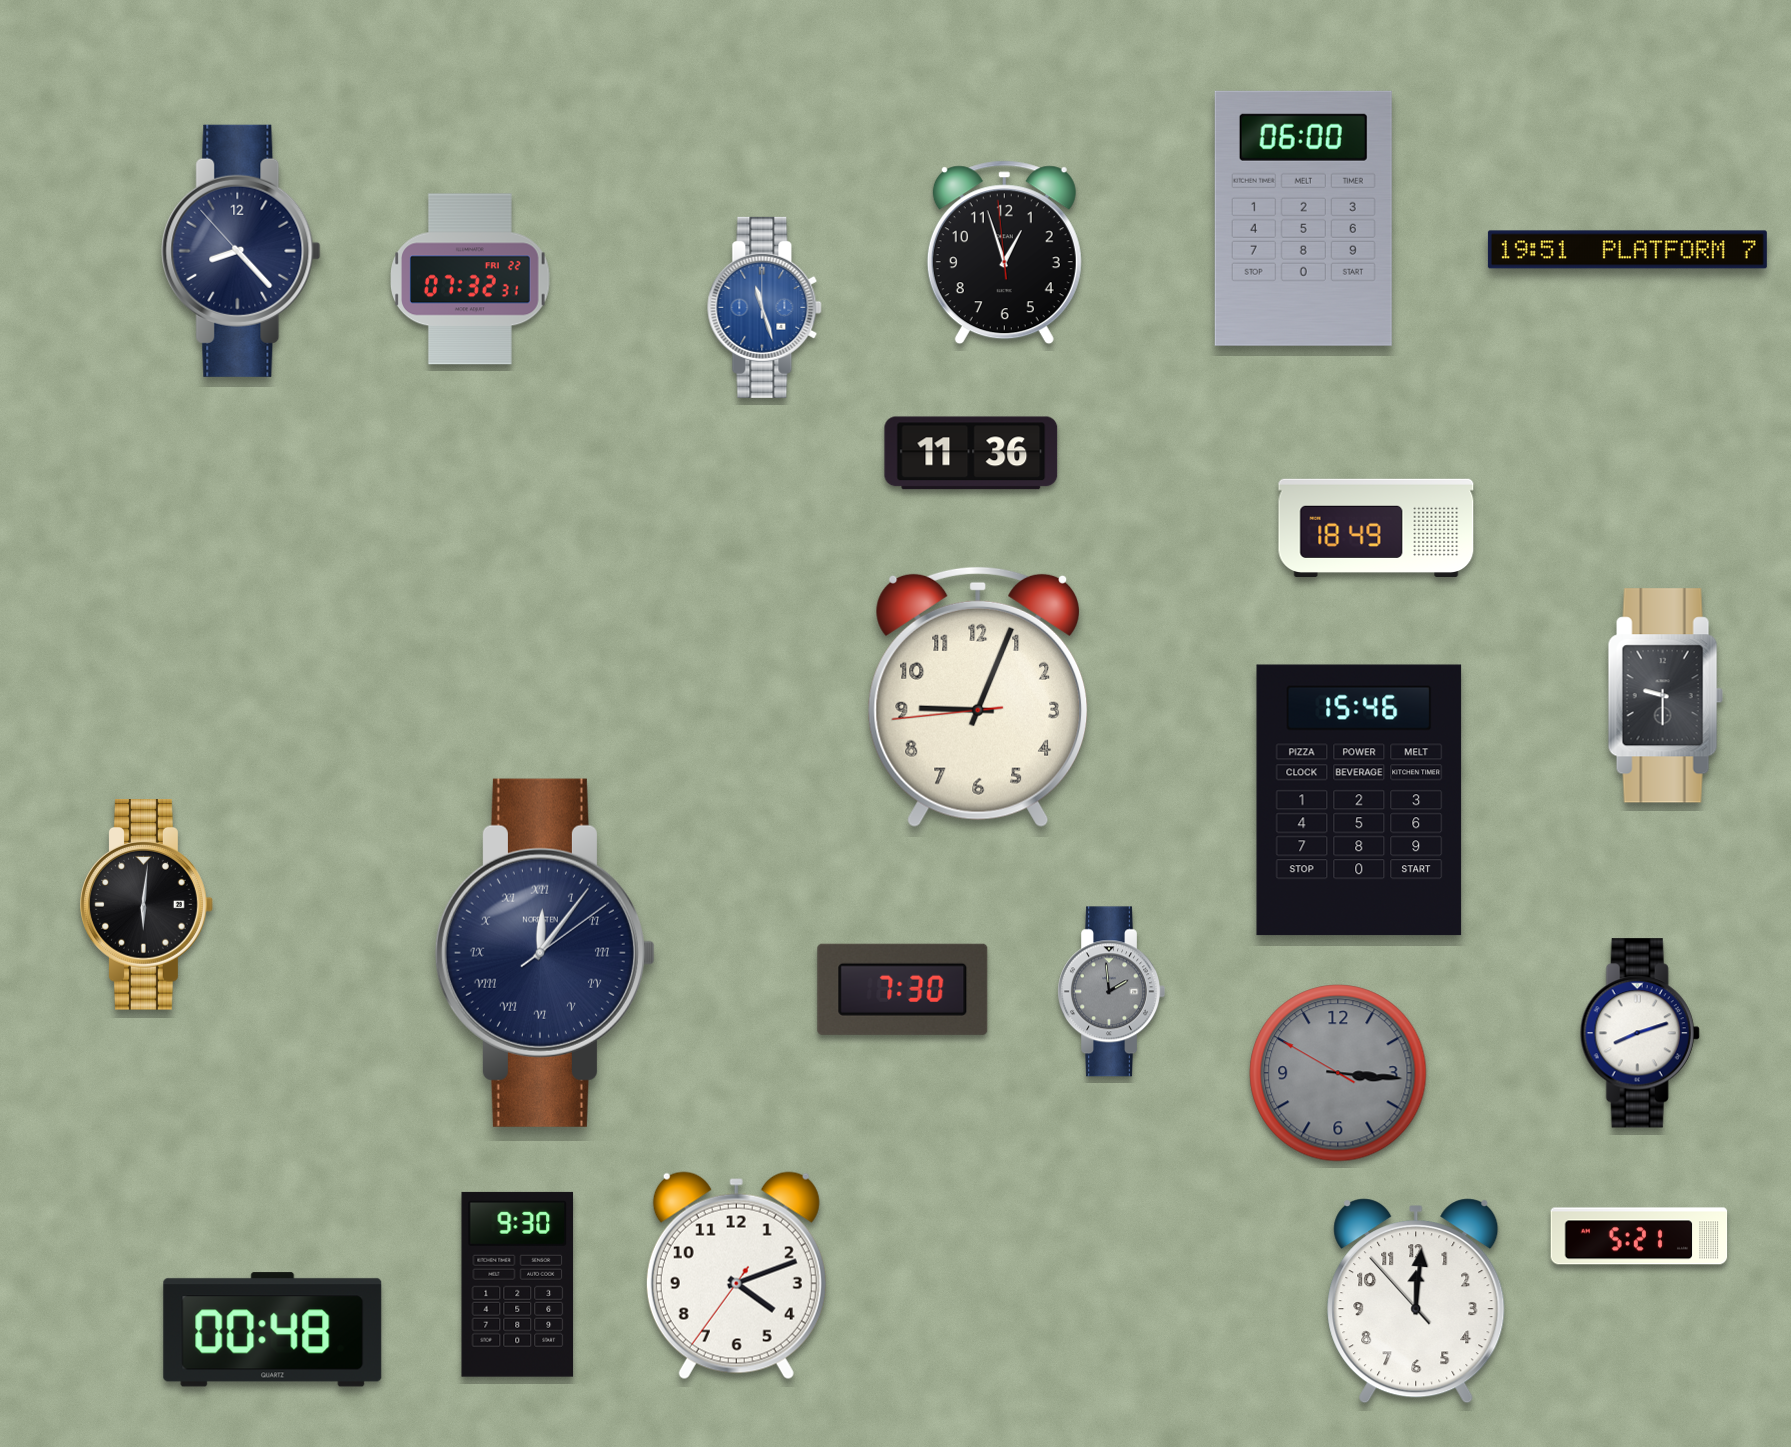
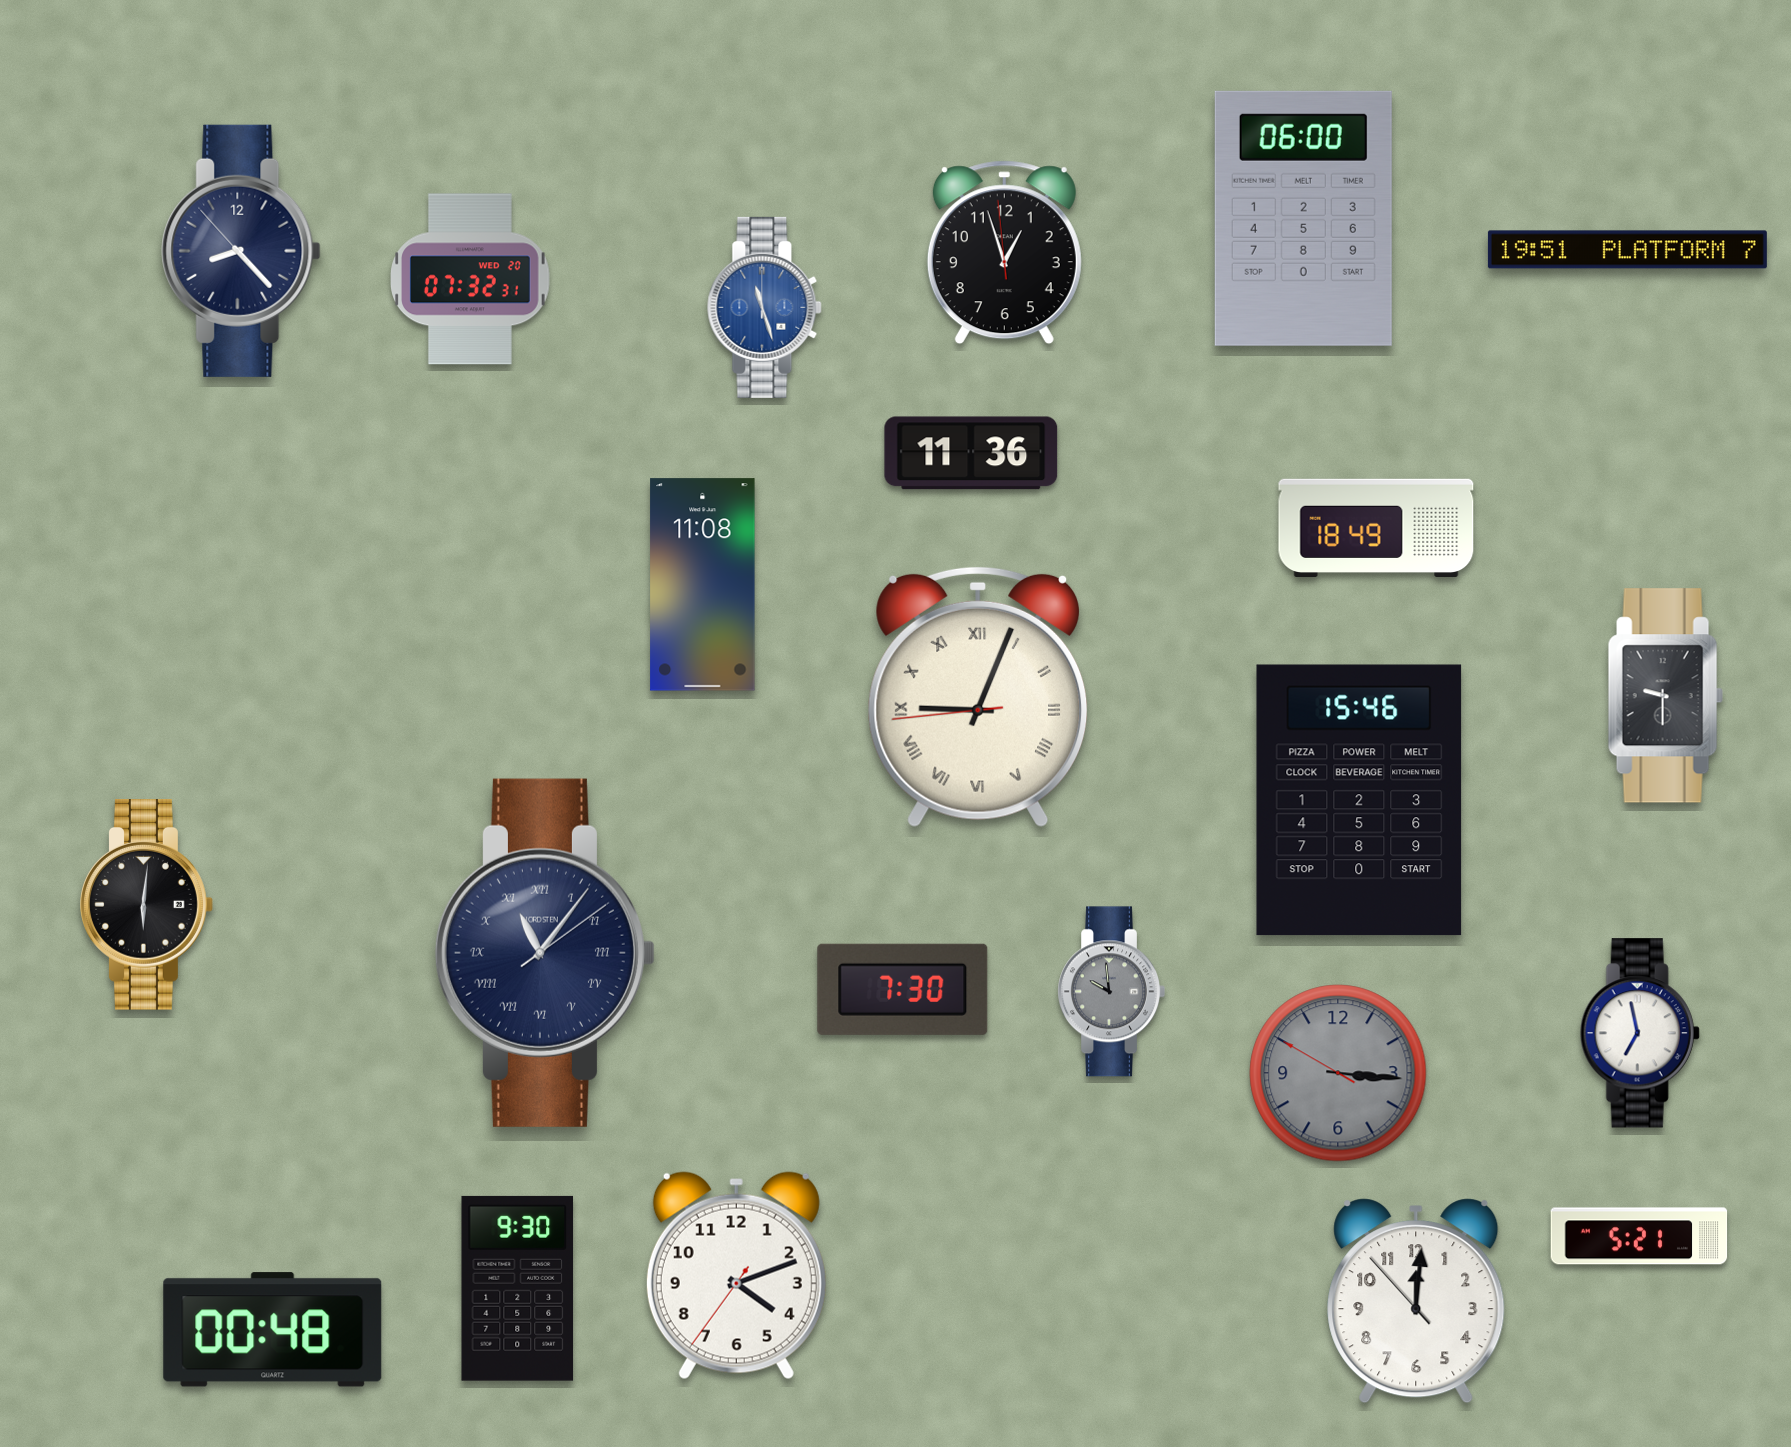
clock at (471, 279) date: FRI 22 -> WED 20
clock at (703, 585): none -> 11:08
clock at (978, 697) numerals: Arabic -> Roman
clock at (545, 953): 12:06 -> 11:06
clock at (1111, 992): 1:59 -> 9:59
clock at (1640, 1033): 8:12 -> 6:58
clock at (518, 1284) position: (518, 1284) -> (518, 1288)
